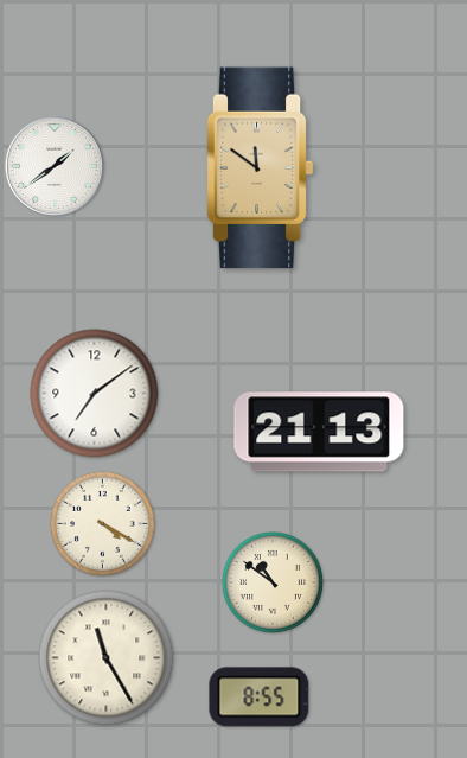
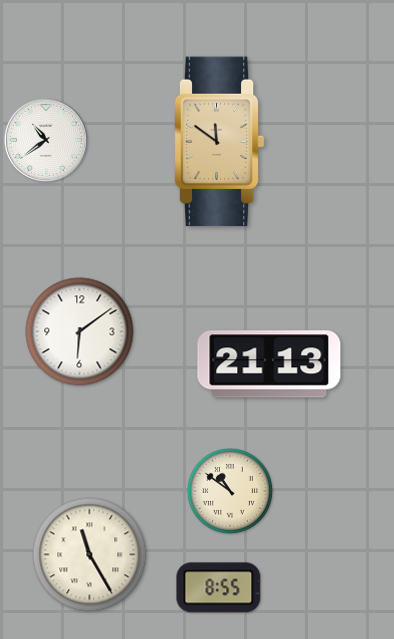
clock at (55, 166): 1:39 -> 10:39
clock at (95, 394): 7:09 -> 6:09
clock at (102, 523): 4:20 -> none
